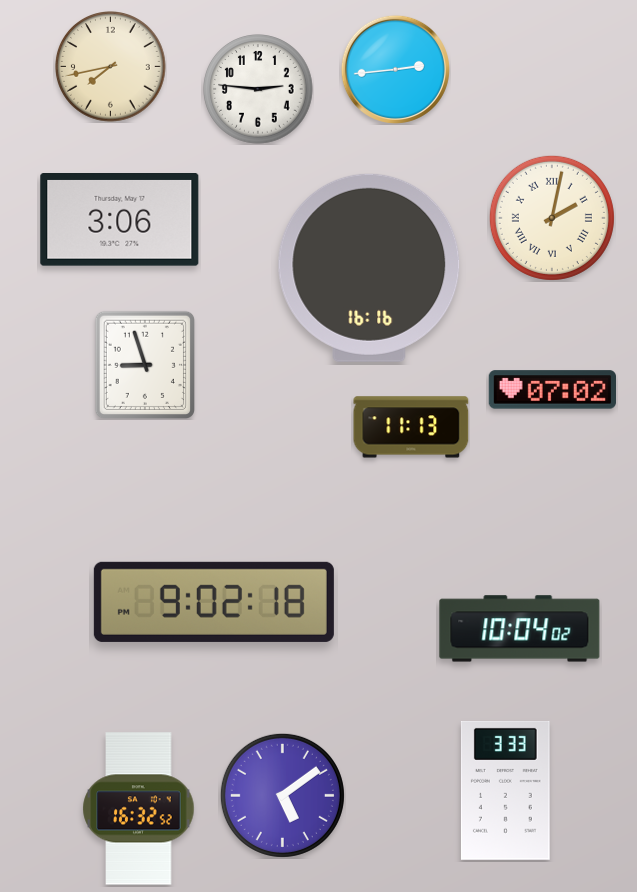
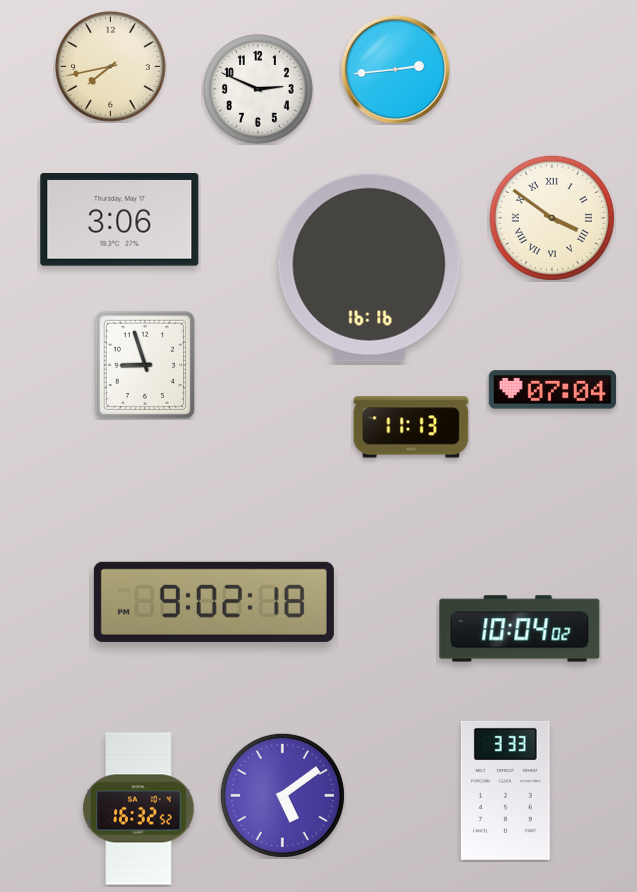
clock at (258, 89): 2:46 -> 2:49
clock at (552, 218): 2:02 -> 3:51
clock at (552, 390): 07:02 -> 07:04
